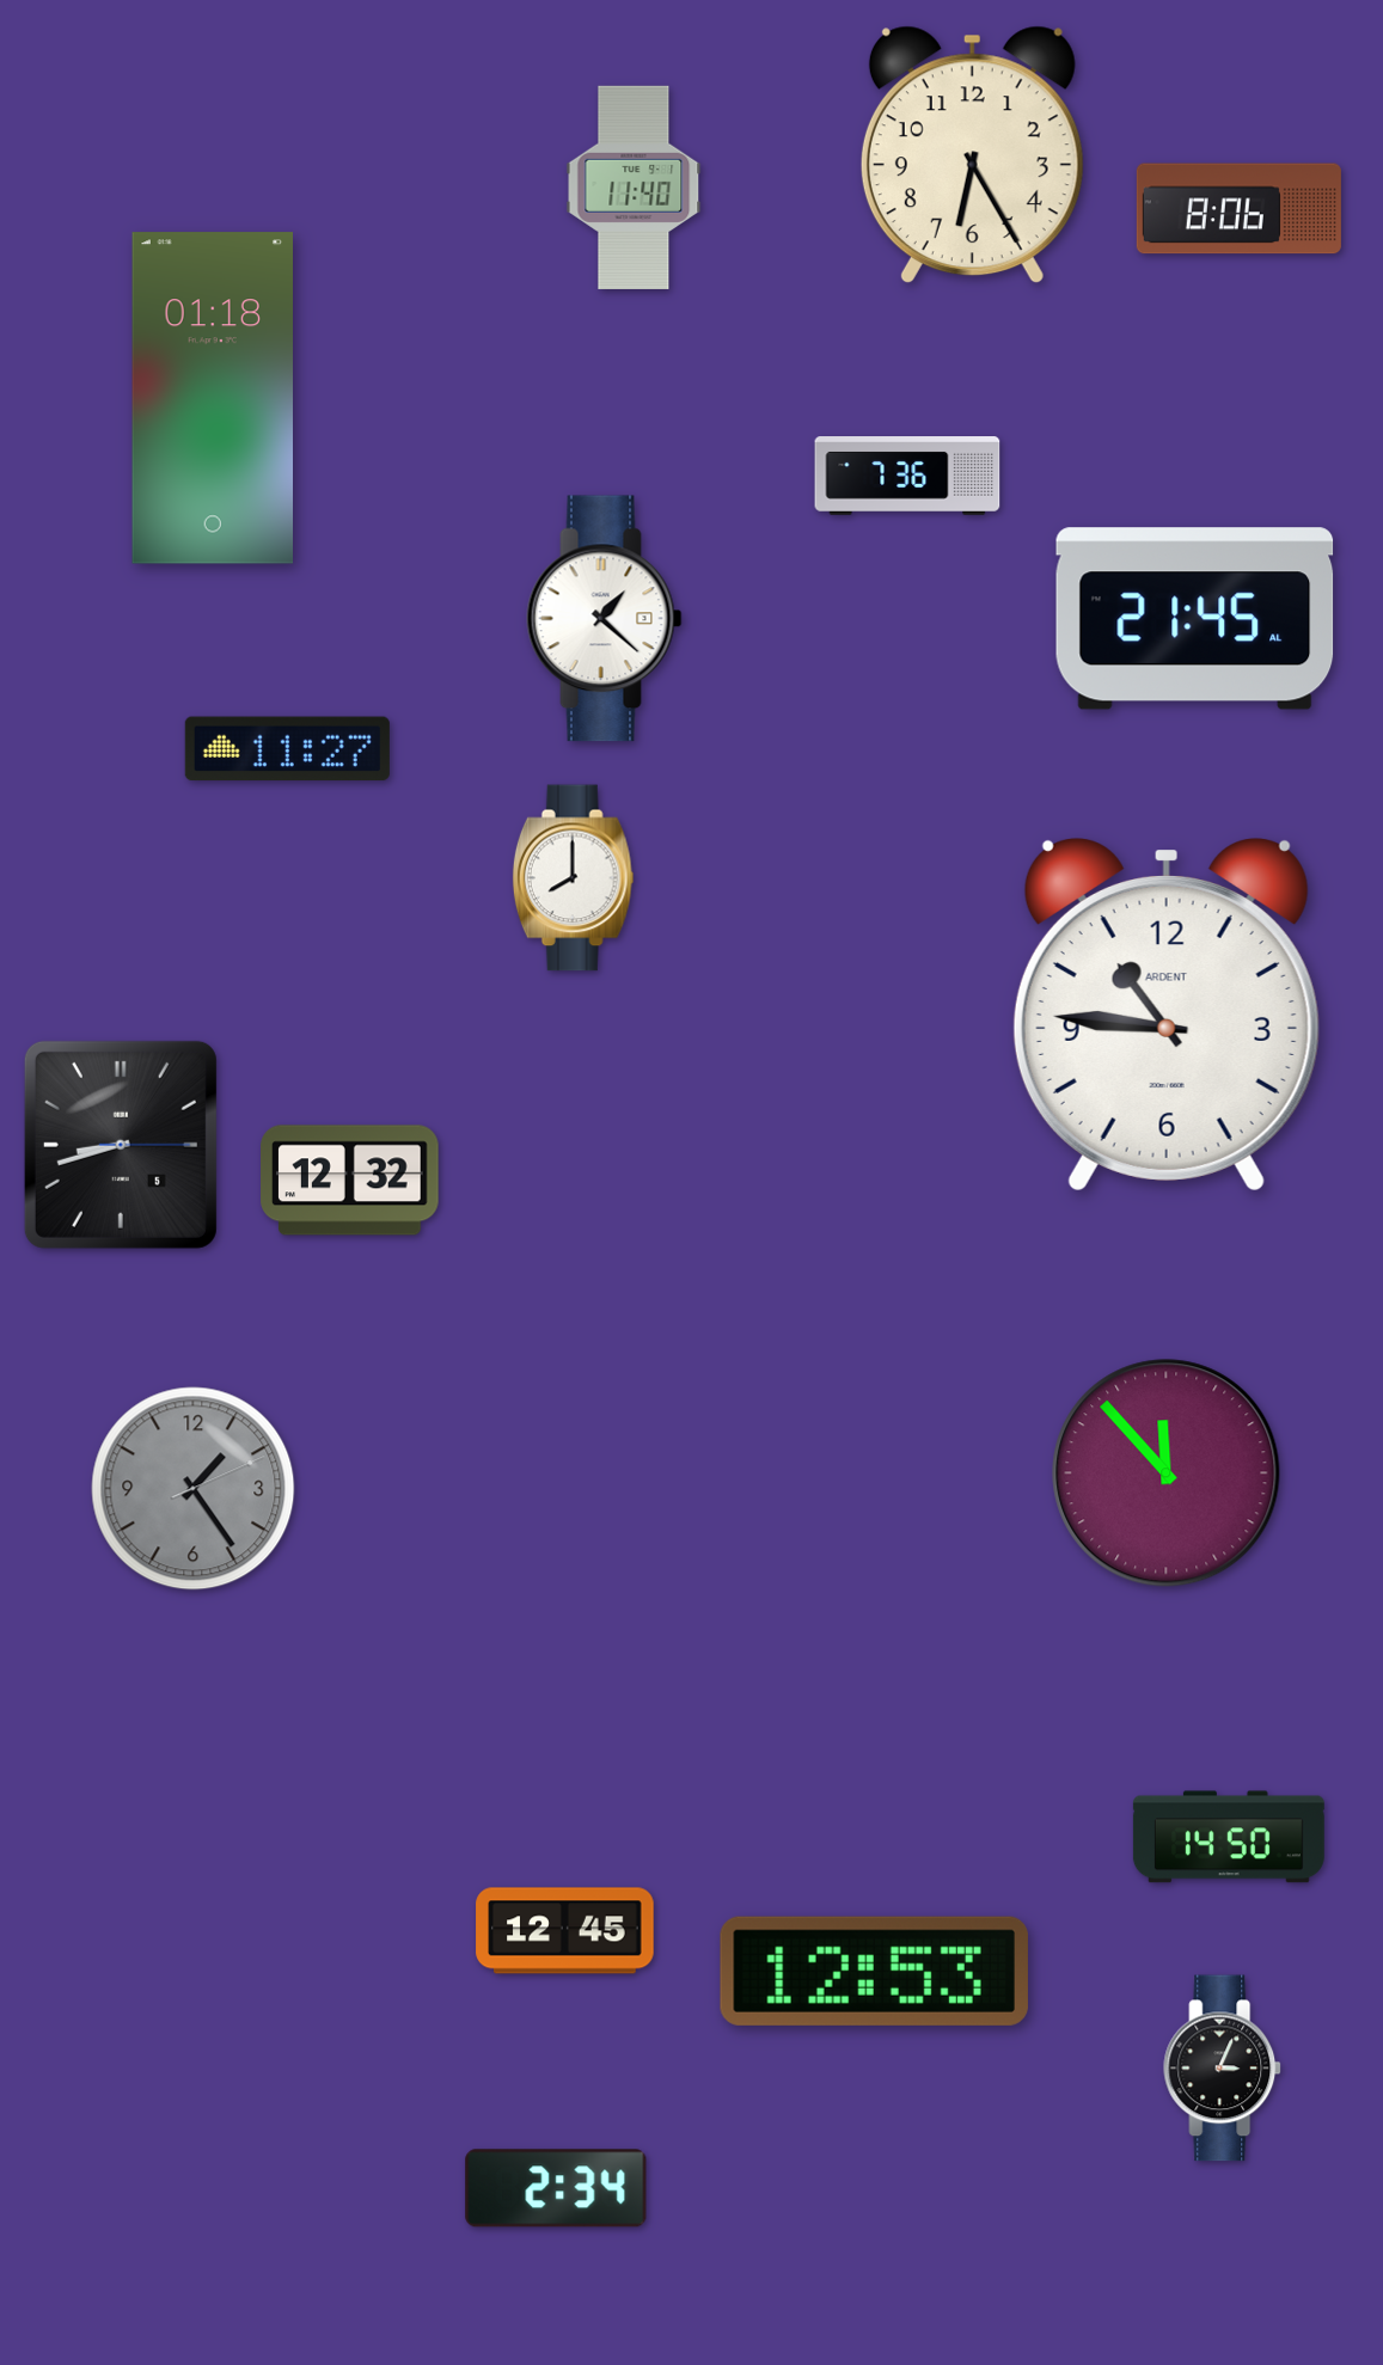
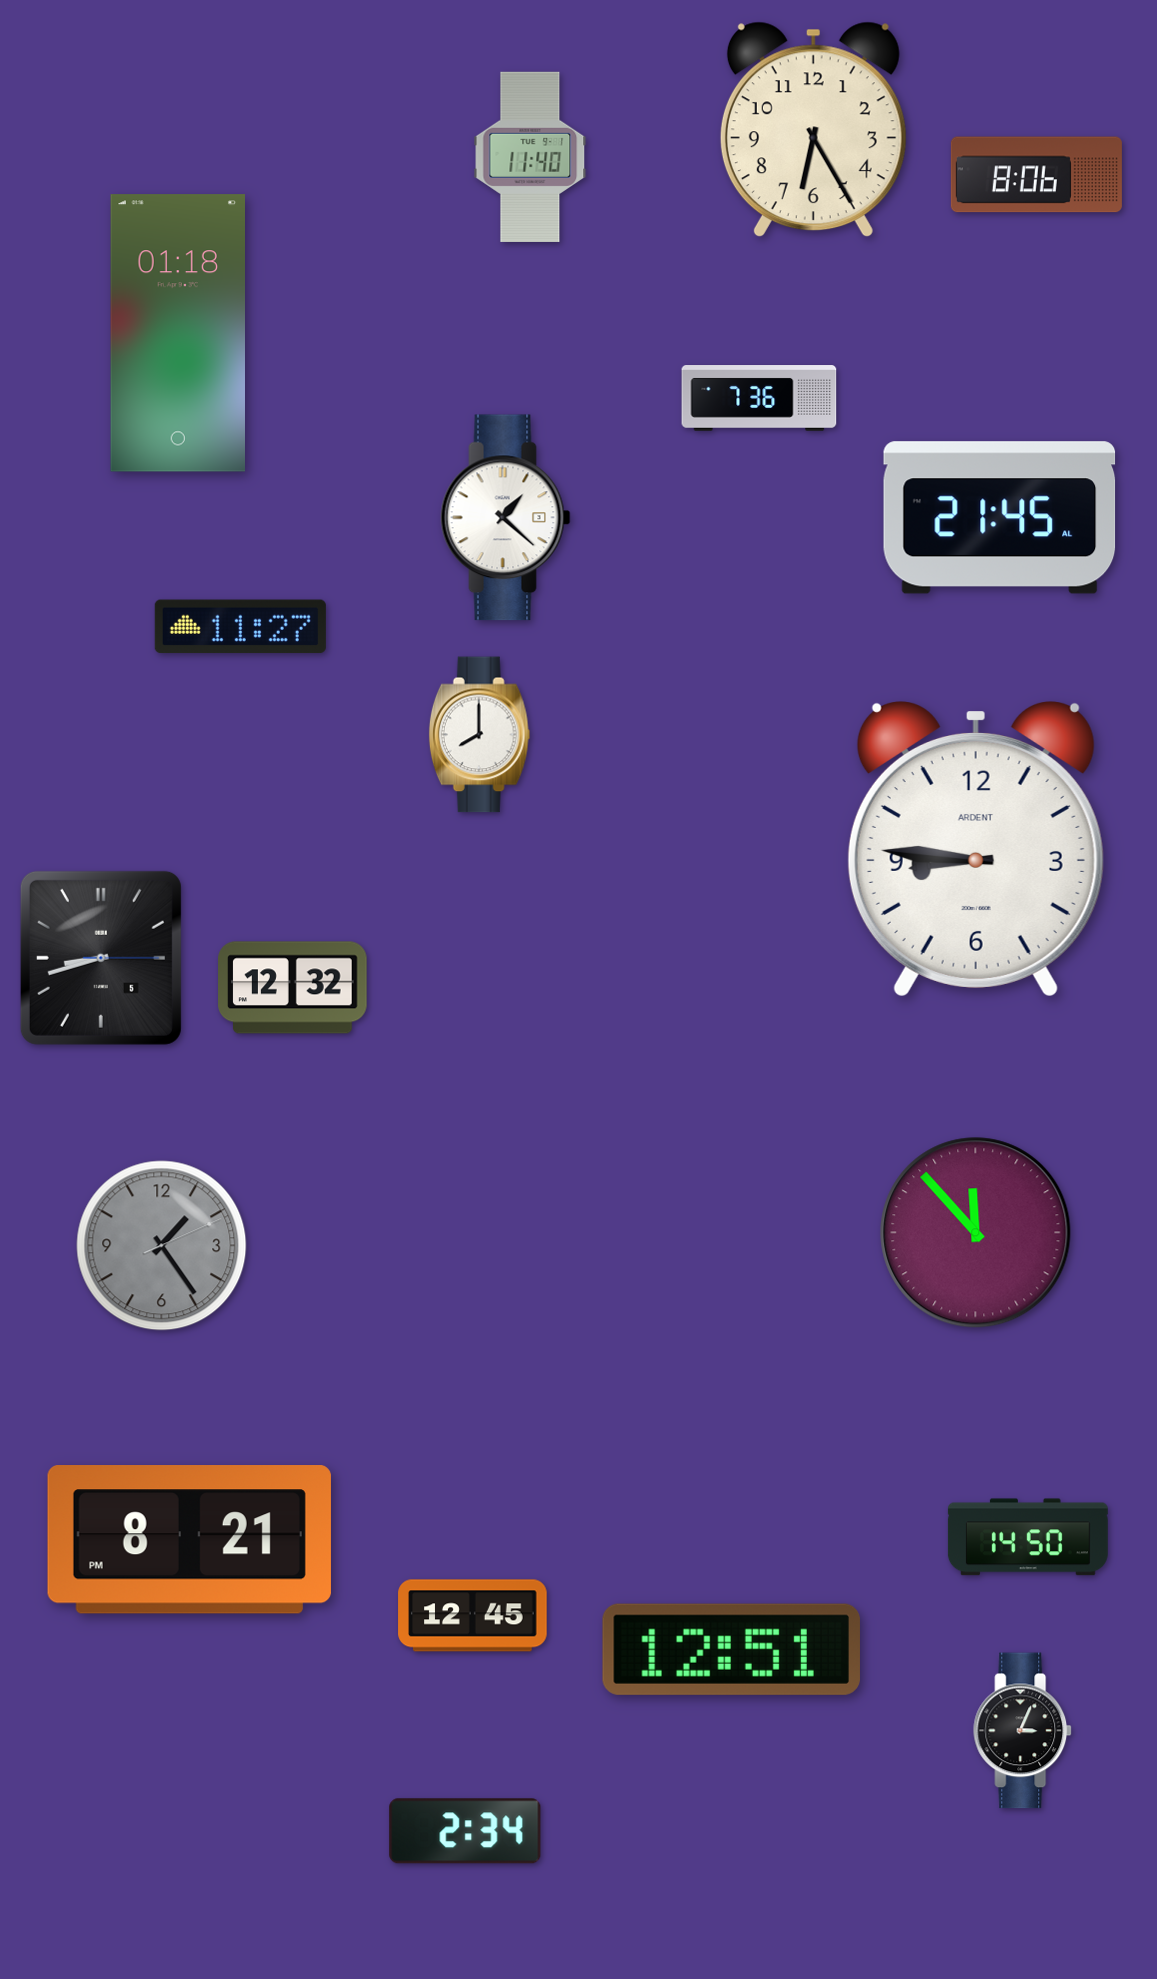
clock at (1167, 1016): 10:46 -> 8:46
clock at (189, 1540): none -> 8:21
clock at (874, 1971): 12:53 -> 12:51
